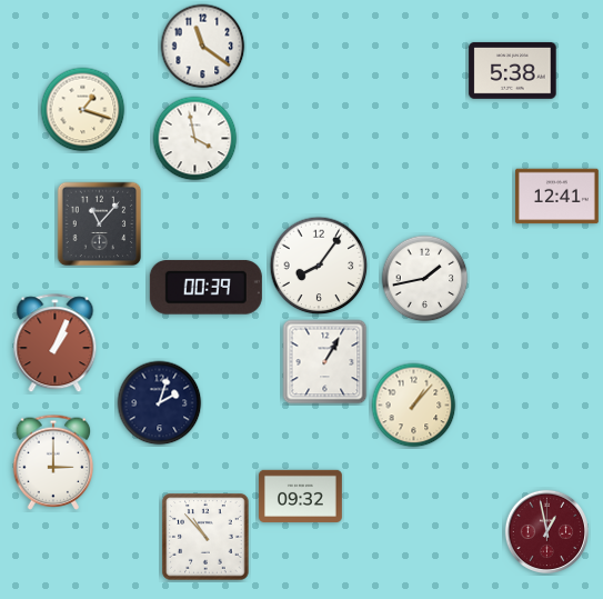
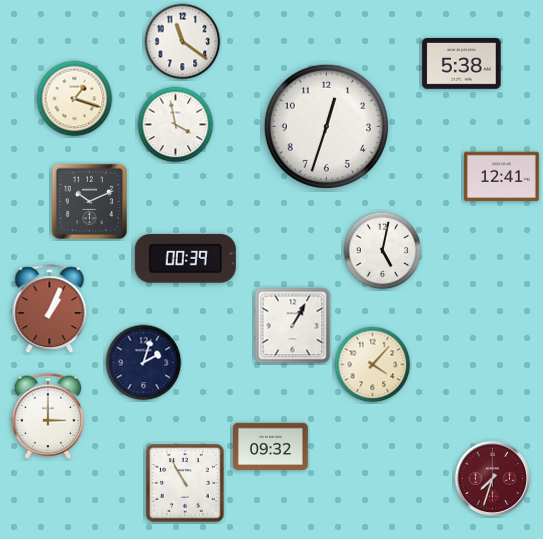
clock at (326, 126): none -> 12:33
clock at (100, 224): 11:07 -> 10:11
clock at (319, 266): 8:06 -> none
clock at (425, 279): 1:43 -> 5:02
clock at (414, 406): 1:07 -> 4:07
clock at (546, 531): 12:58 -> 7:33
clock at (205, 537): 10:53 -> 10:55
